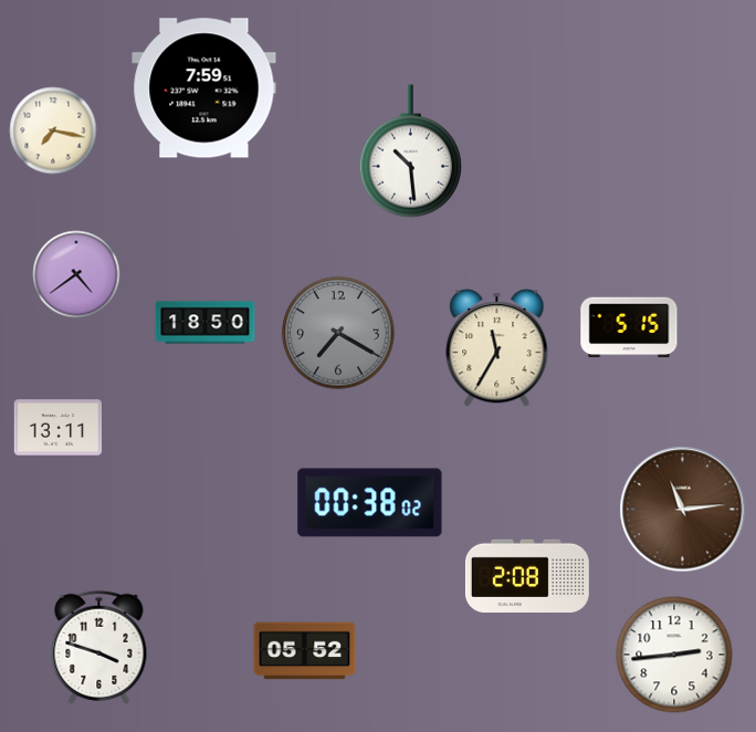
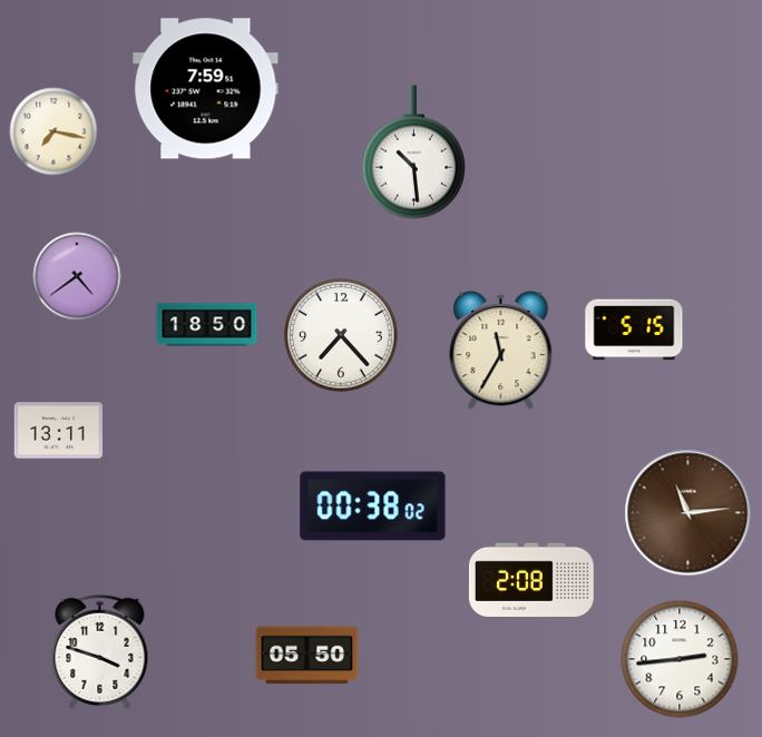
clock at (338, 333): 7:20 -> 7:23
clock at (338, 333) dial: grey -> white
clock at (305, 651): 05:52 -> 05:50
